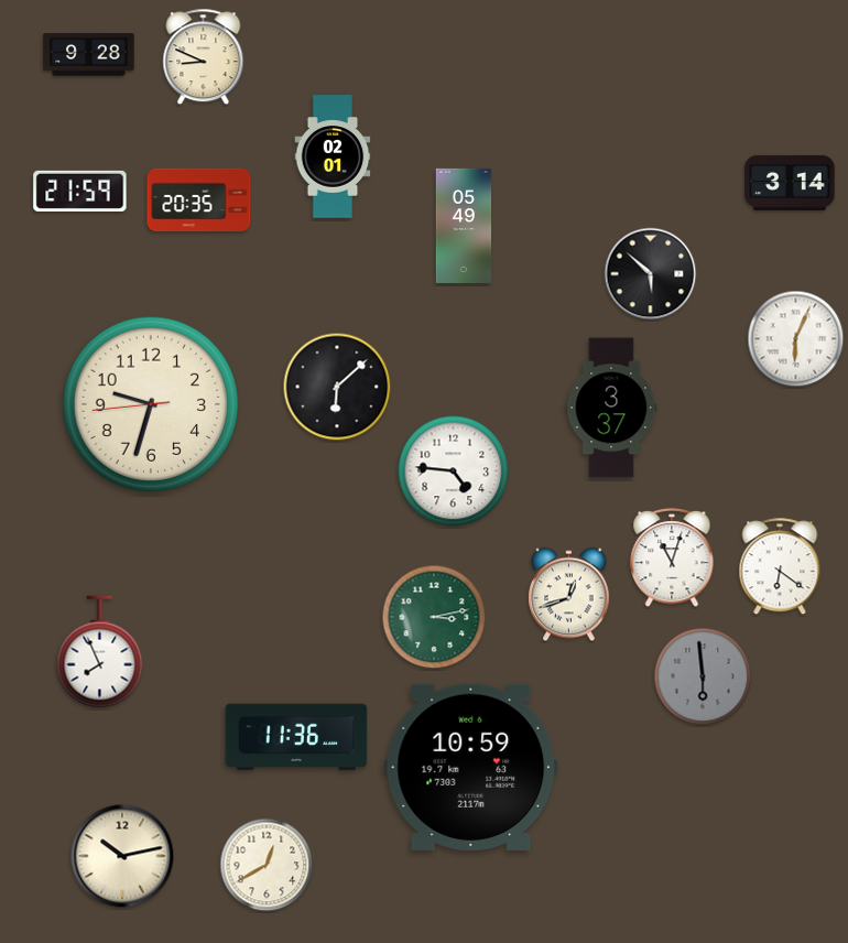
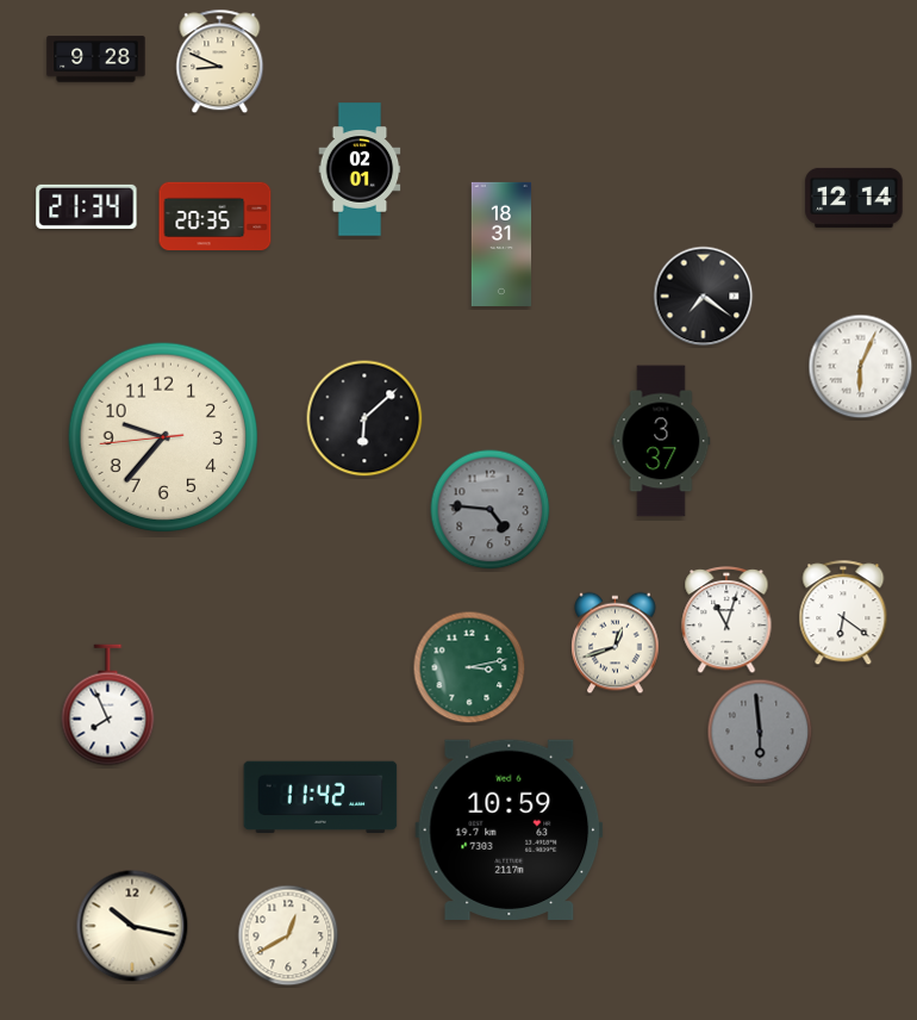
clock at (790, 183): 3:14 -> 12:14
clock at (80, 191): 21:59 -> 21:34
clock at (464, 226): 05:49 -> 18:31
clock at (651, 274): 5:52 -> 7:21
clock at (151, 404): 9:32 -> 9:36
clock at (454, 471) dial: white -> grey
clock at (672, 557) position: (672, 557) -> (726, 620)
clock at (296, 737): 11:36 -> 11:42
clock at (122, 856): 10:13 -> 10:17
